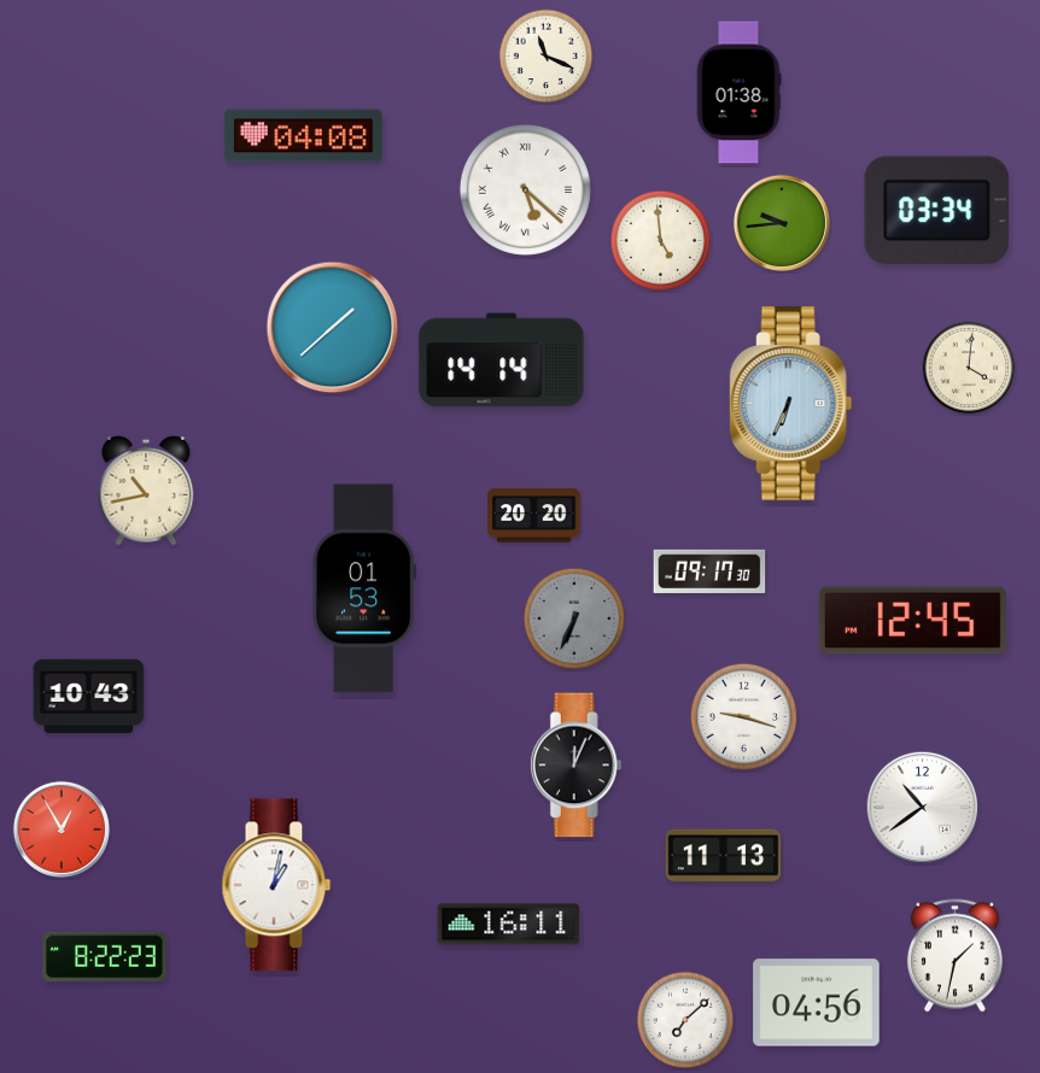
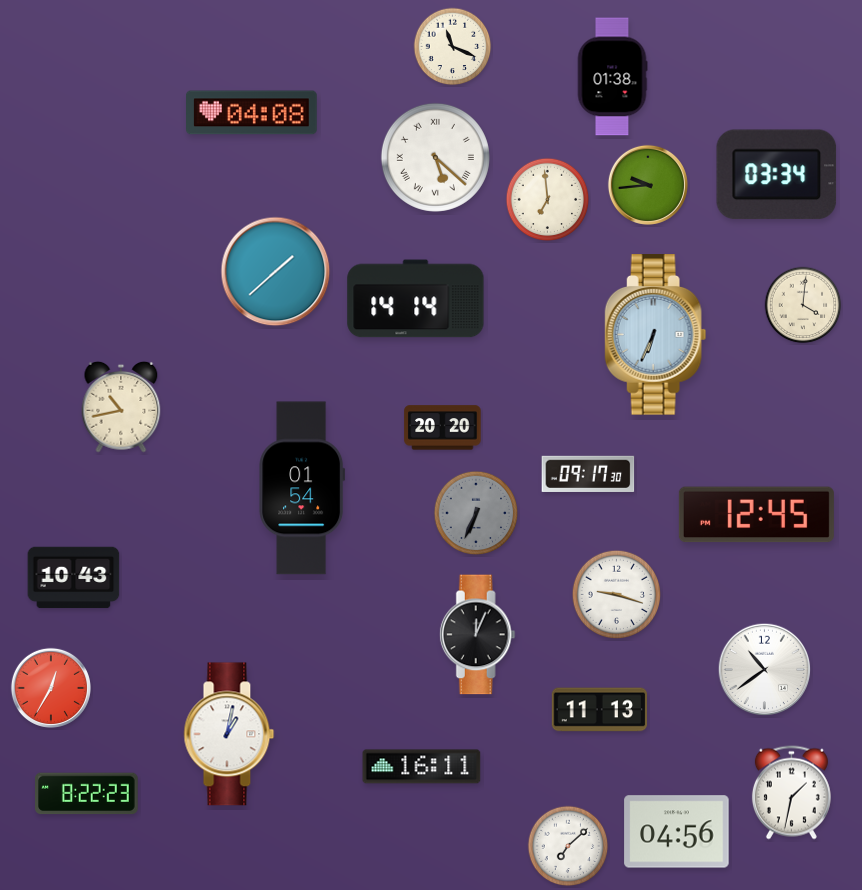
clock at (661, 241): 4:59 -> 6:59
clock at (364, 588): 01:53 -> 01:54
clock at (62, 829): 12:55 -> 12:35
